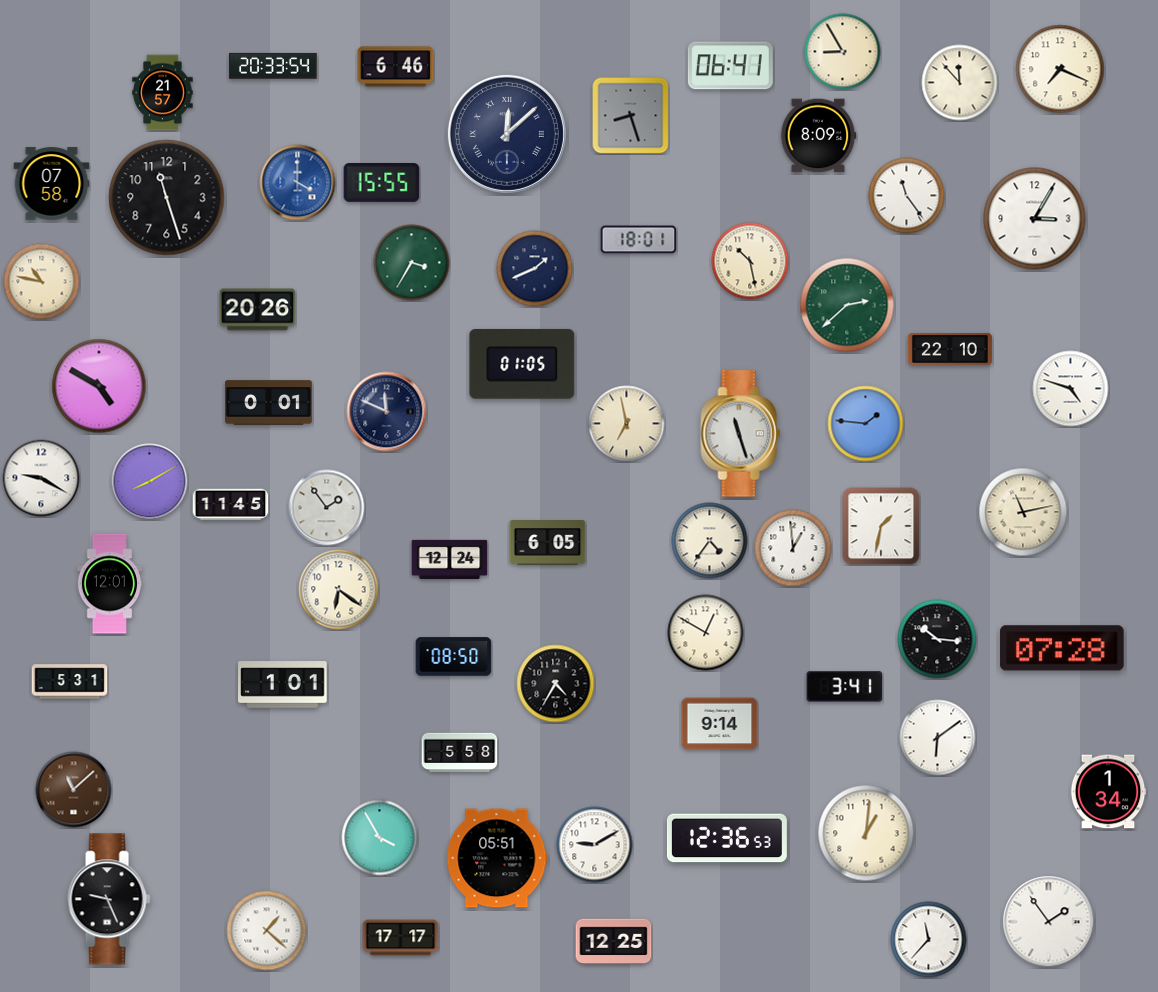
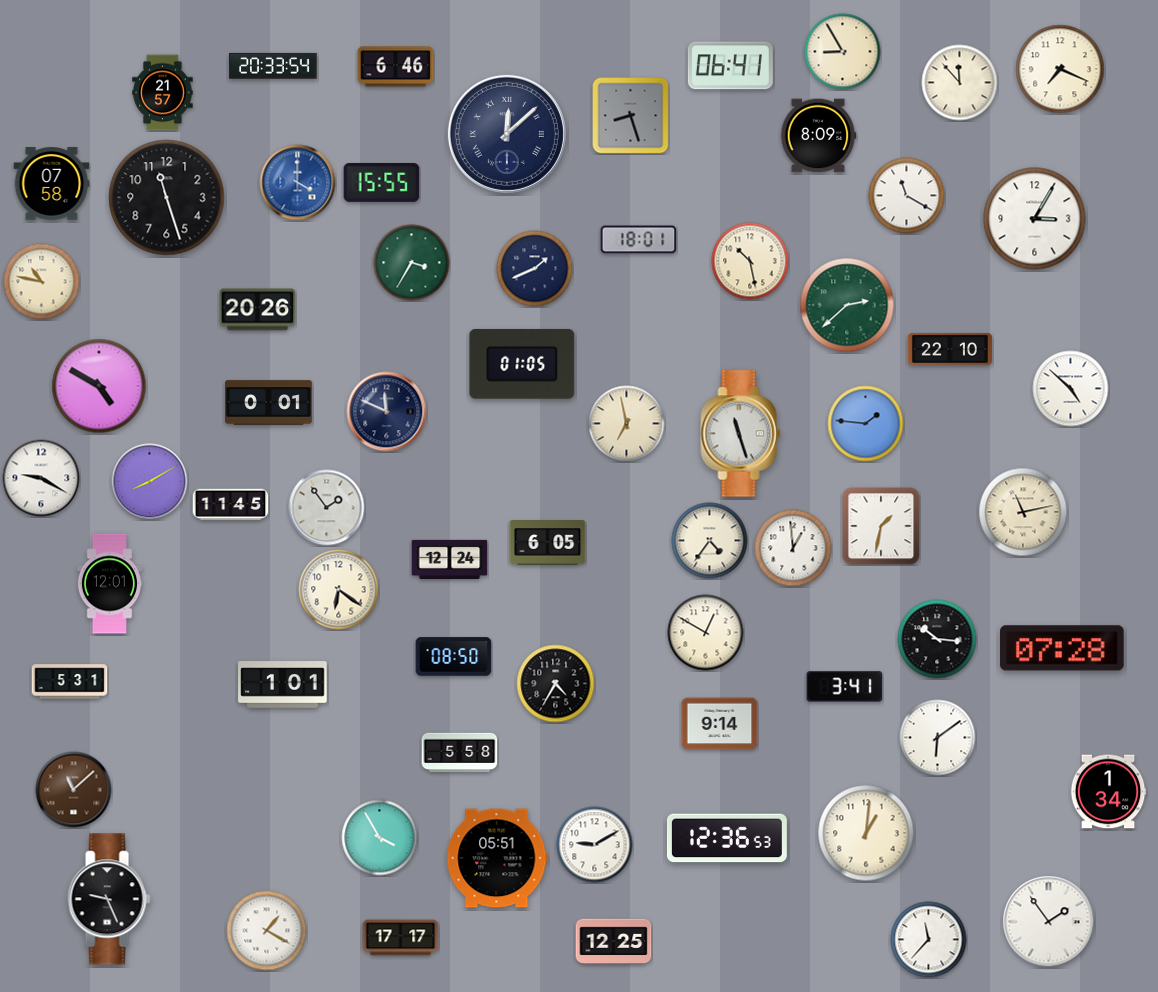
clock at (907, 196): 11:24 -> 11:20
clock at (1071, 389): 4:48 -> 4:52
clock at (267, 931): 1:22 -> 1:20
